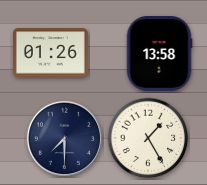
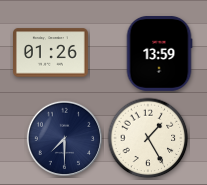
clock at (159, 54): 13:58 -> 13:59
